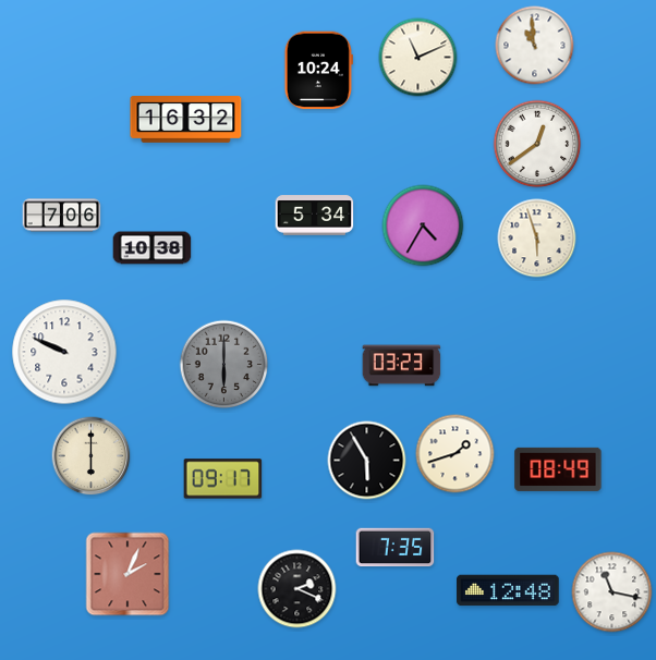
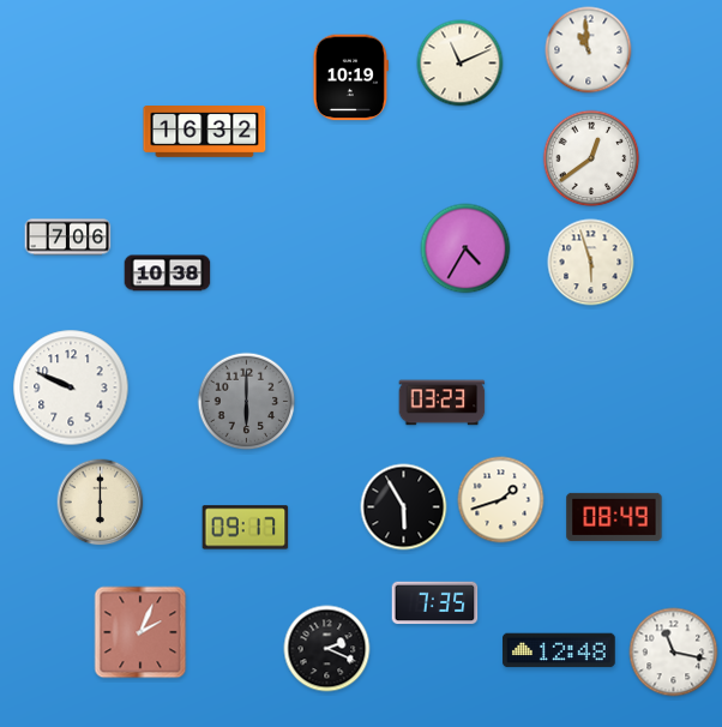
clock at (318, 71): 10:24 -> 10:19
clock at (315, 216): 5:34 -> none
